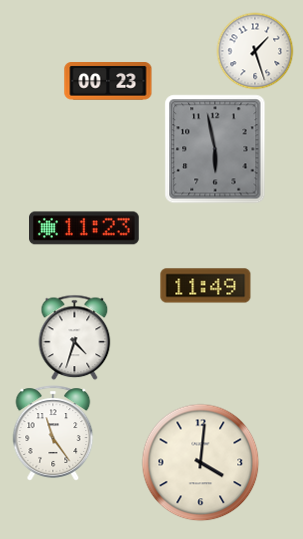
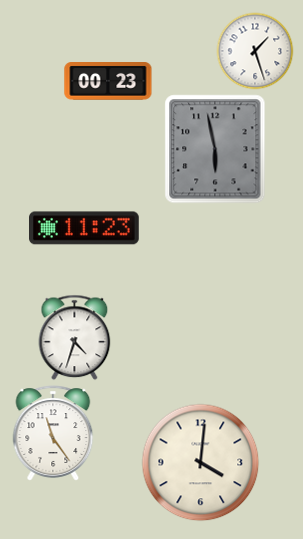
clock at (206, 286): 11:49 -> none
